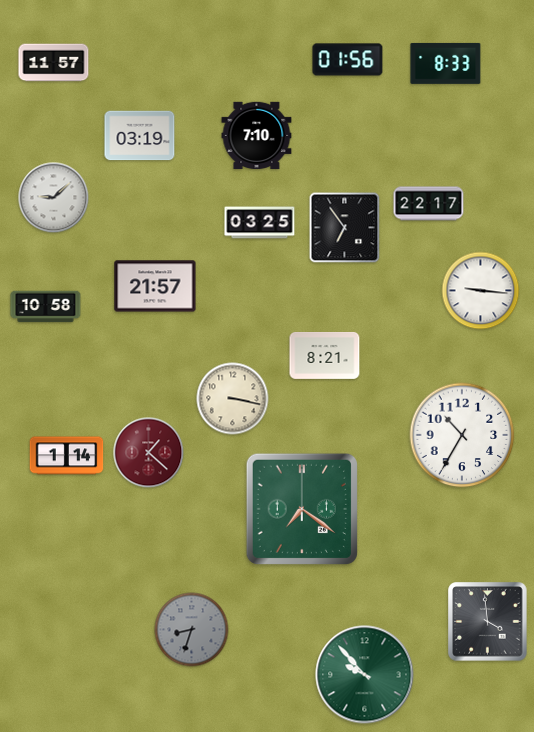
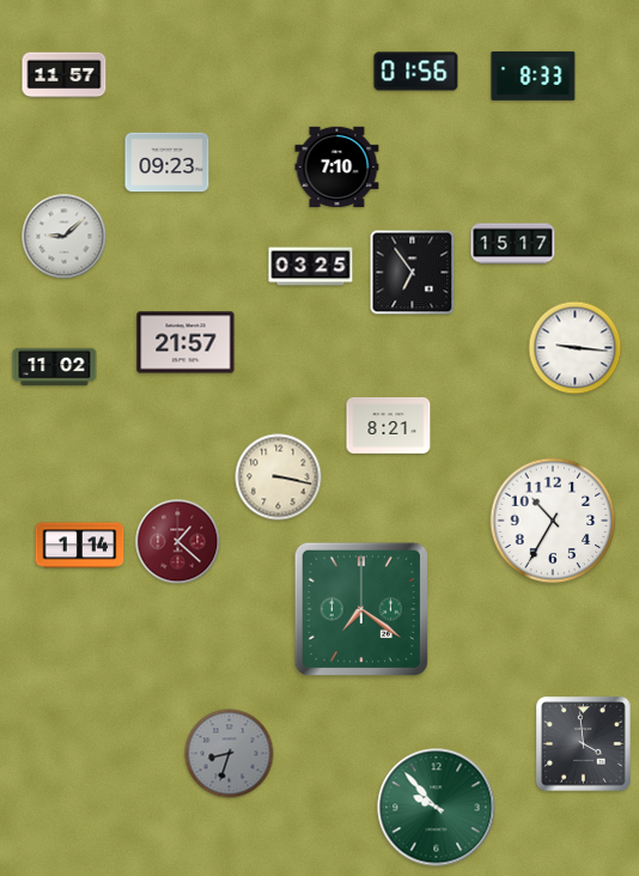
clock at (140, 136): 03:19 -> 09:23
clock at (257, 136) position: (257, 136) -> (337, 168)
clock at (429, 204): 22:17 -> 15:17
clock at (46, 307): 10:58 -> 11:02
